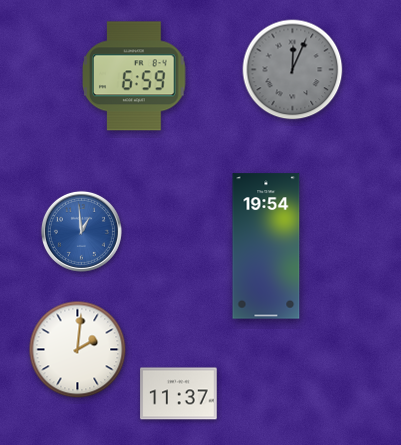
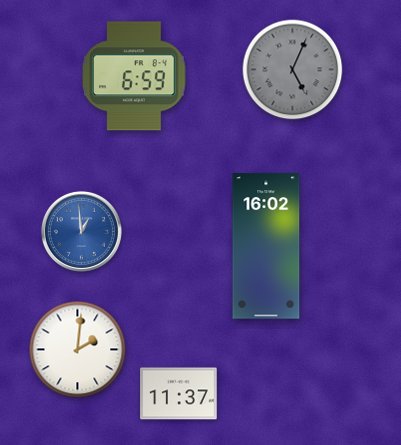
clock at (293, 70): 12:04 -> 5:04
clock at (266, 246): 19:54 -> 16:02
